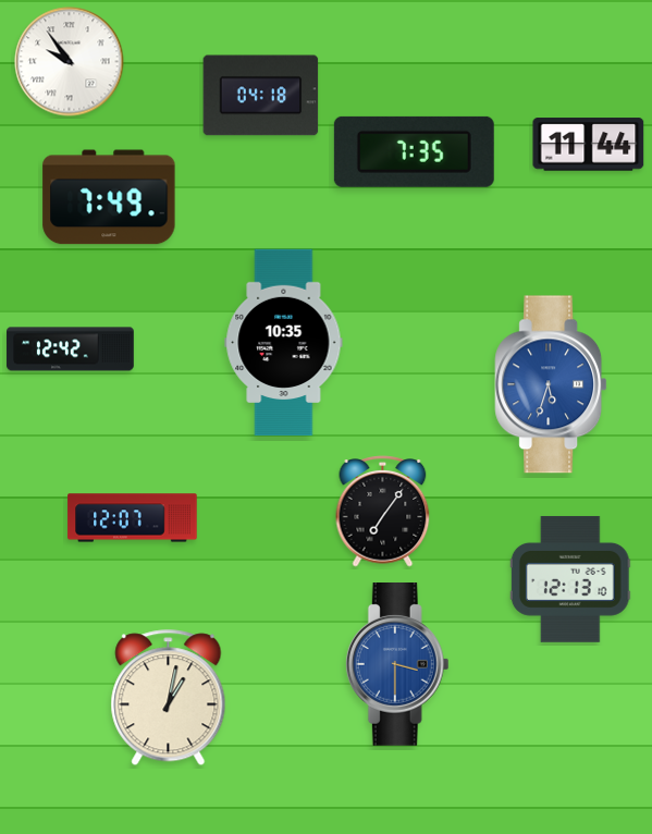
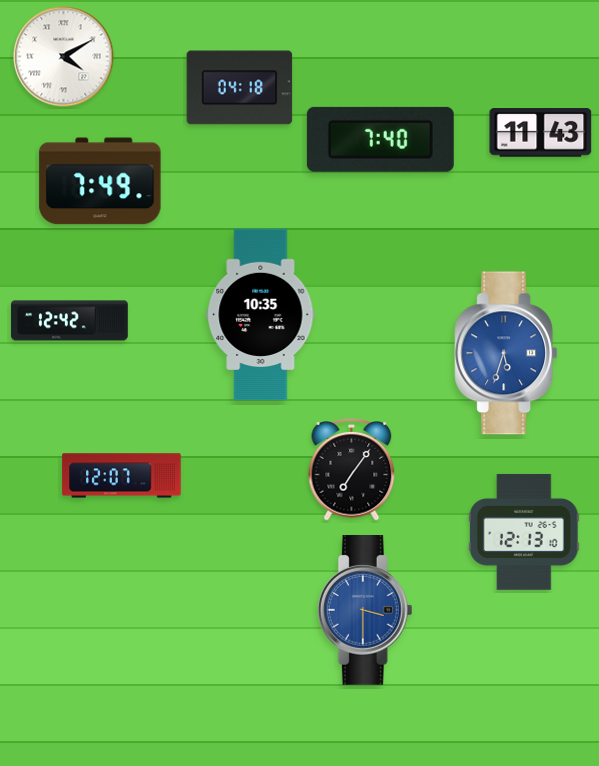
clock at (70, 62): 9:54 -> 4:10
clock at (589, 145): 11:44 -> 11:43
clock at (414, 151): 7:35 -> 7:40
clock at (71, 349) position: (71, 349) -> (70, 321)
clock at (169, 698): 1:02 -> none
